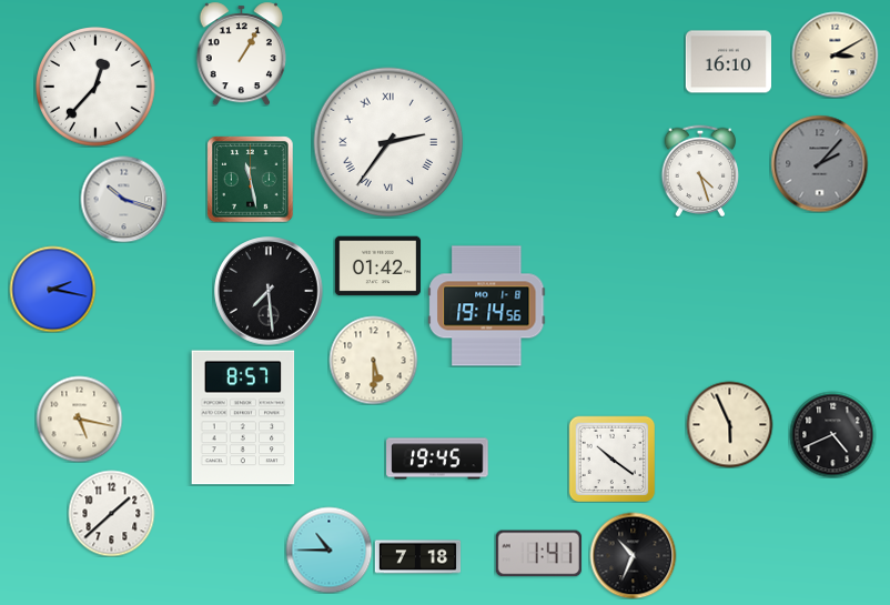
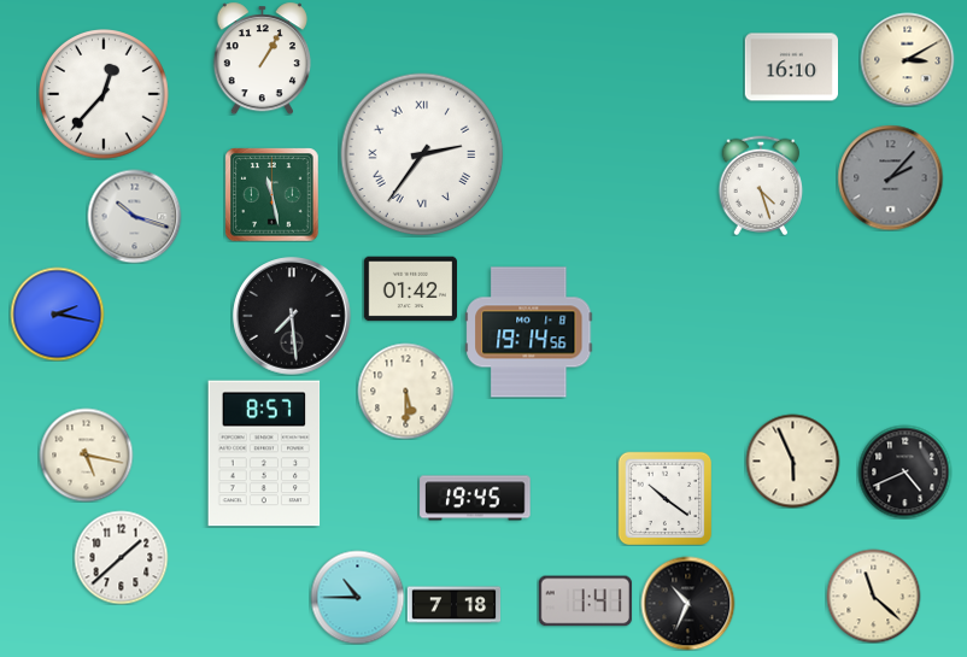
clock at (873, 596): none -> 11:22
